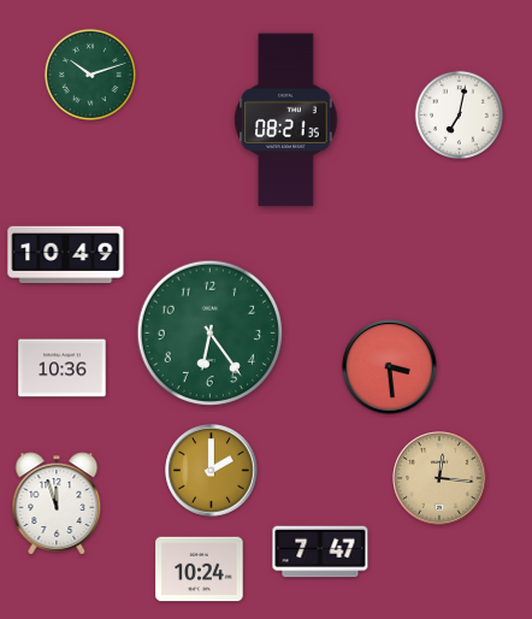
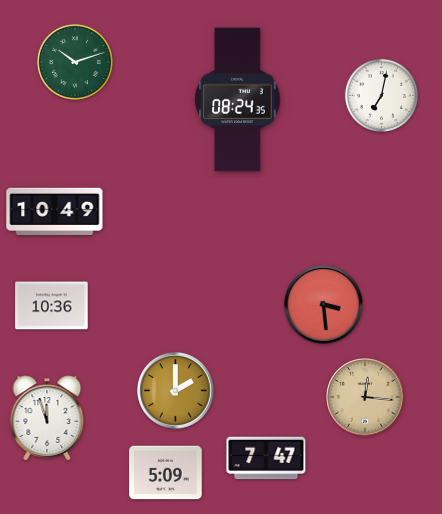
clock at (286, 120): 08:21 -> 08:24
clock at (211, 334): 6:24 -> none
clock at (200, 570): 10:24 -> 5:09
